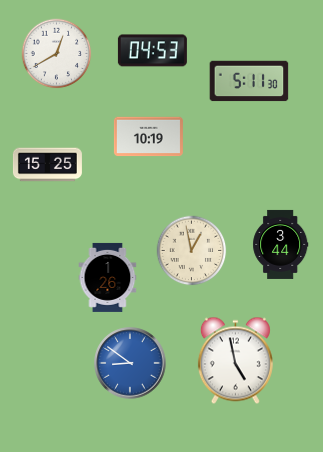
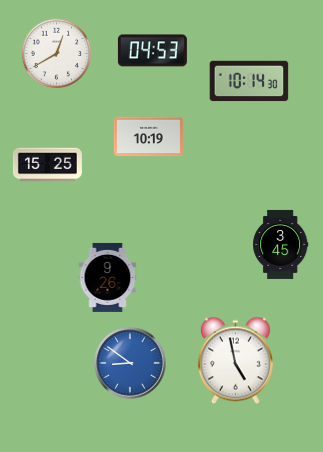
clock at (249, 81): 5:11 -> 10:14
clock at (281, 244): 3:44 -> 3:45
clock at (192, 251): 12:58 -> none
clock at (108, 277): 1:26 -> 9:26
